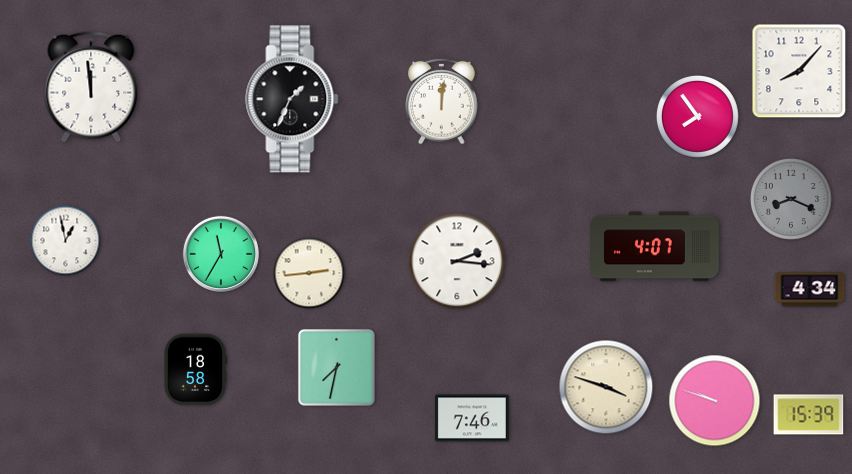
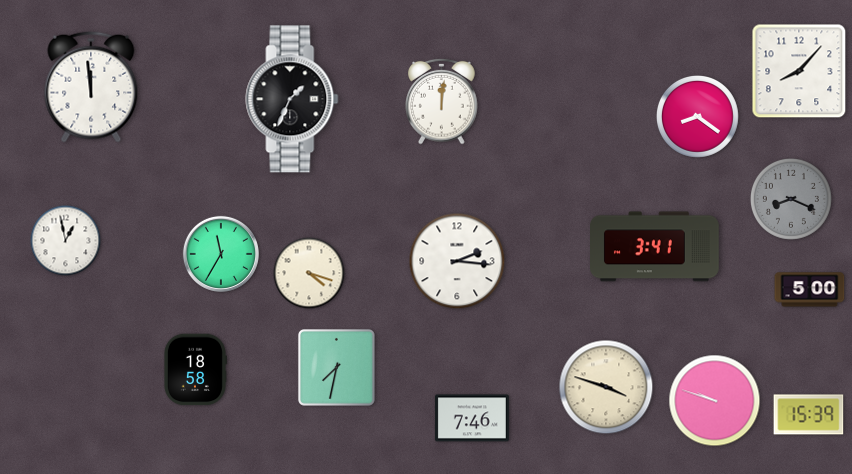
clock at (697, 116): 7:54 -> 8:21
clock at (655, 247): 4:07 -> 3:41
clock at (309, 273): 2:44 -> 4:18
clock at (810, 290): 4:34 -> 5:00
